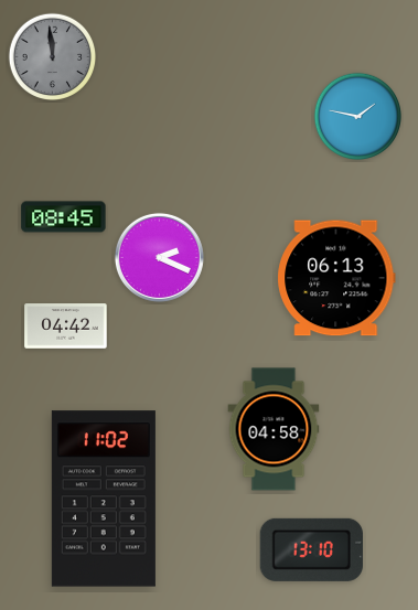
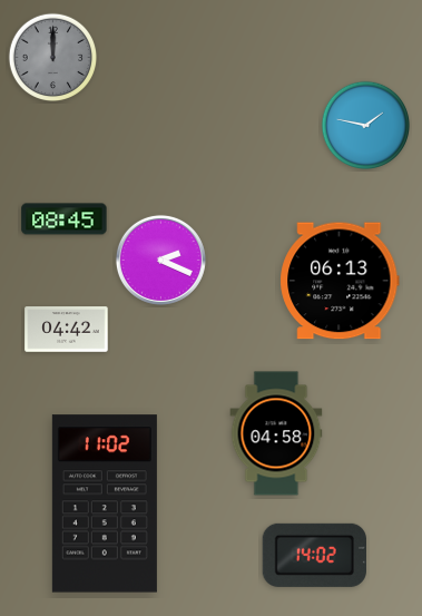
clock at (53, 57): 11:59 -> 12:00
clock at (358, 117) position: (358, 117) -> (366, 126)
clock at (311, 549): 13:10 -> 14:02
